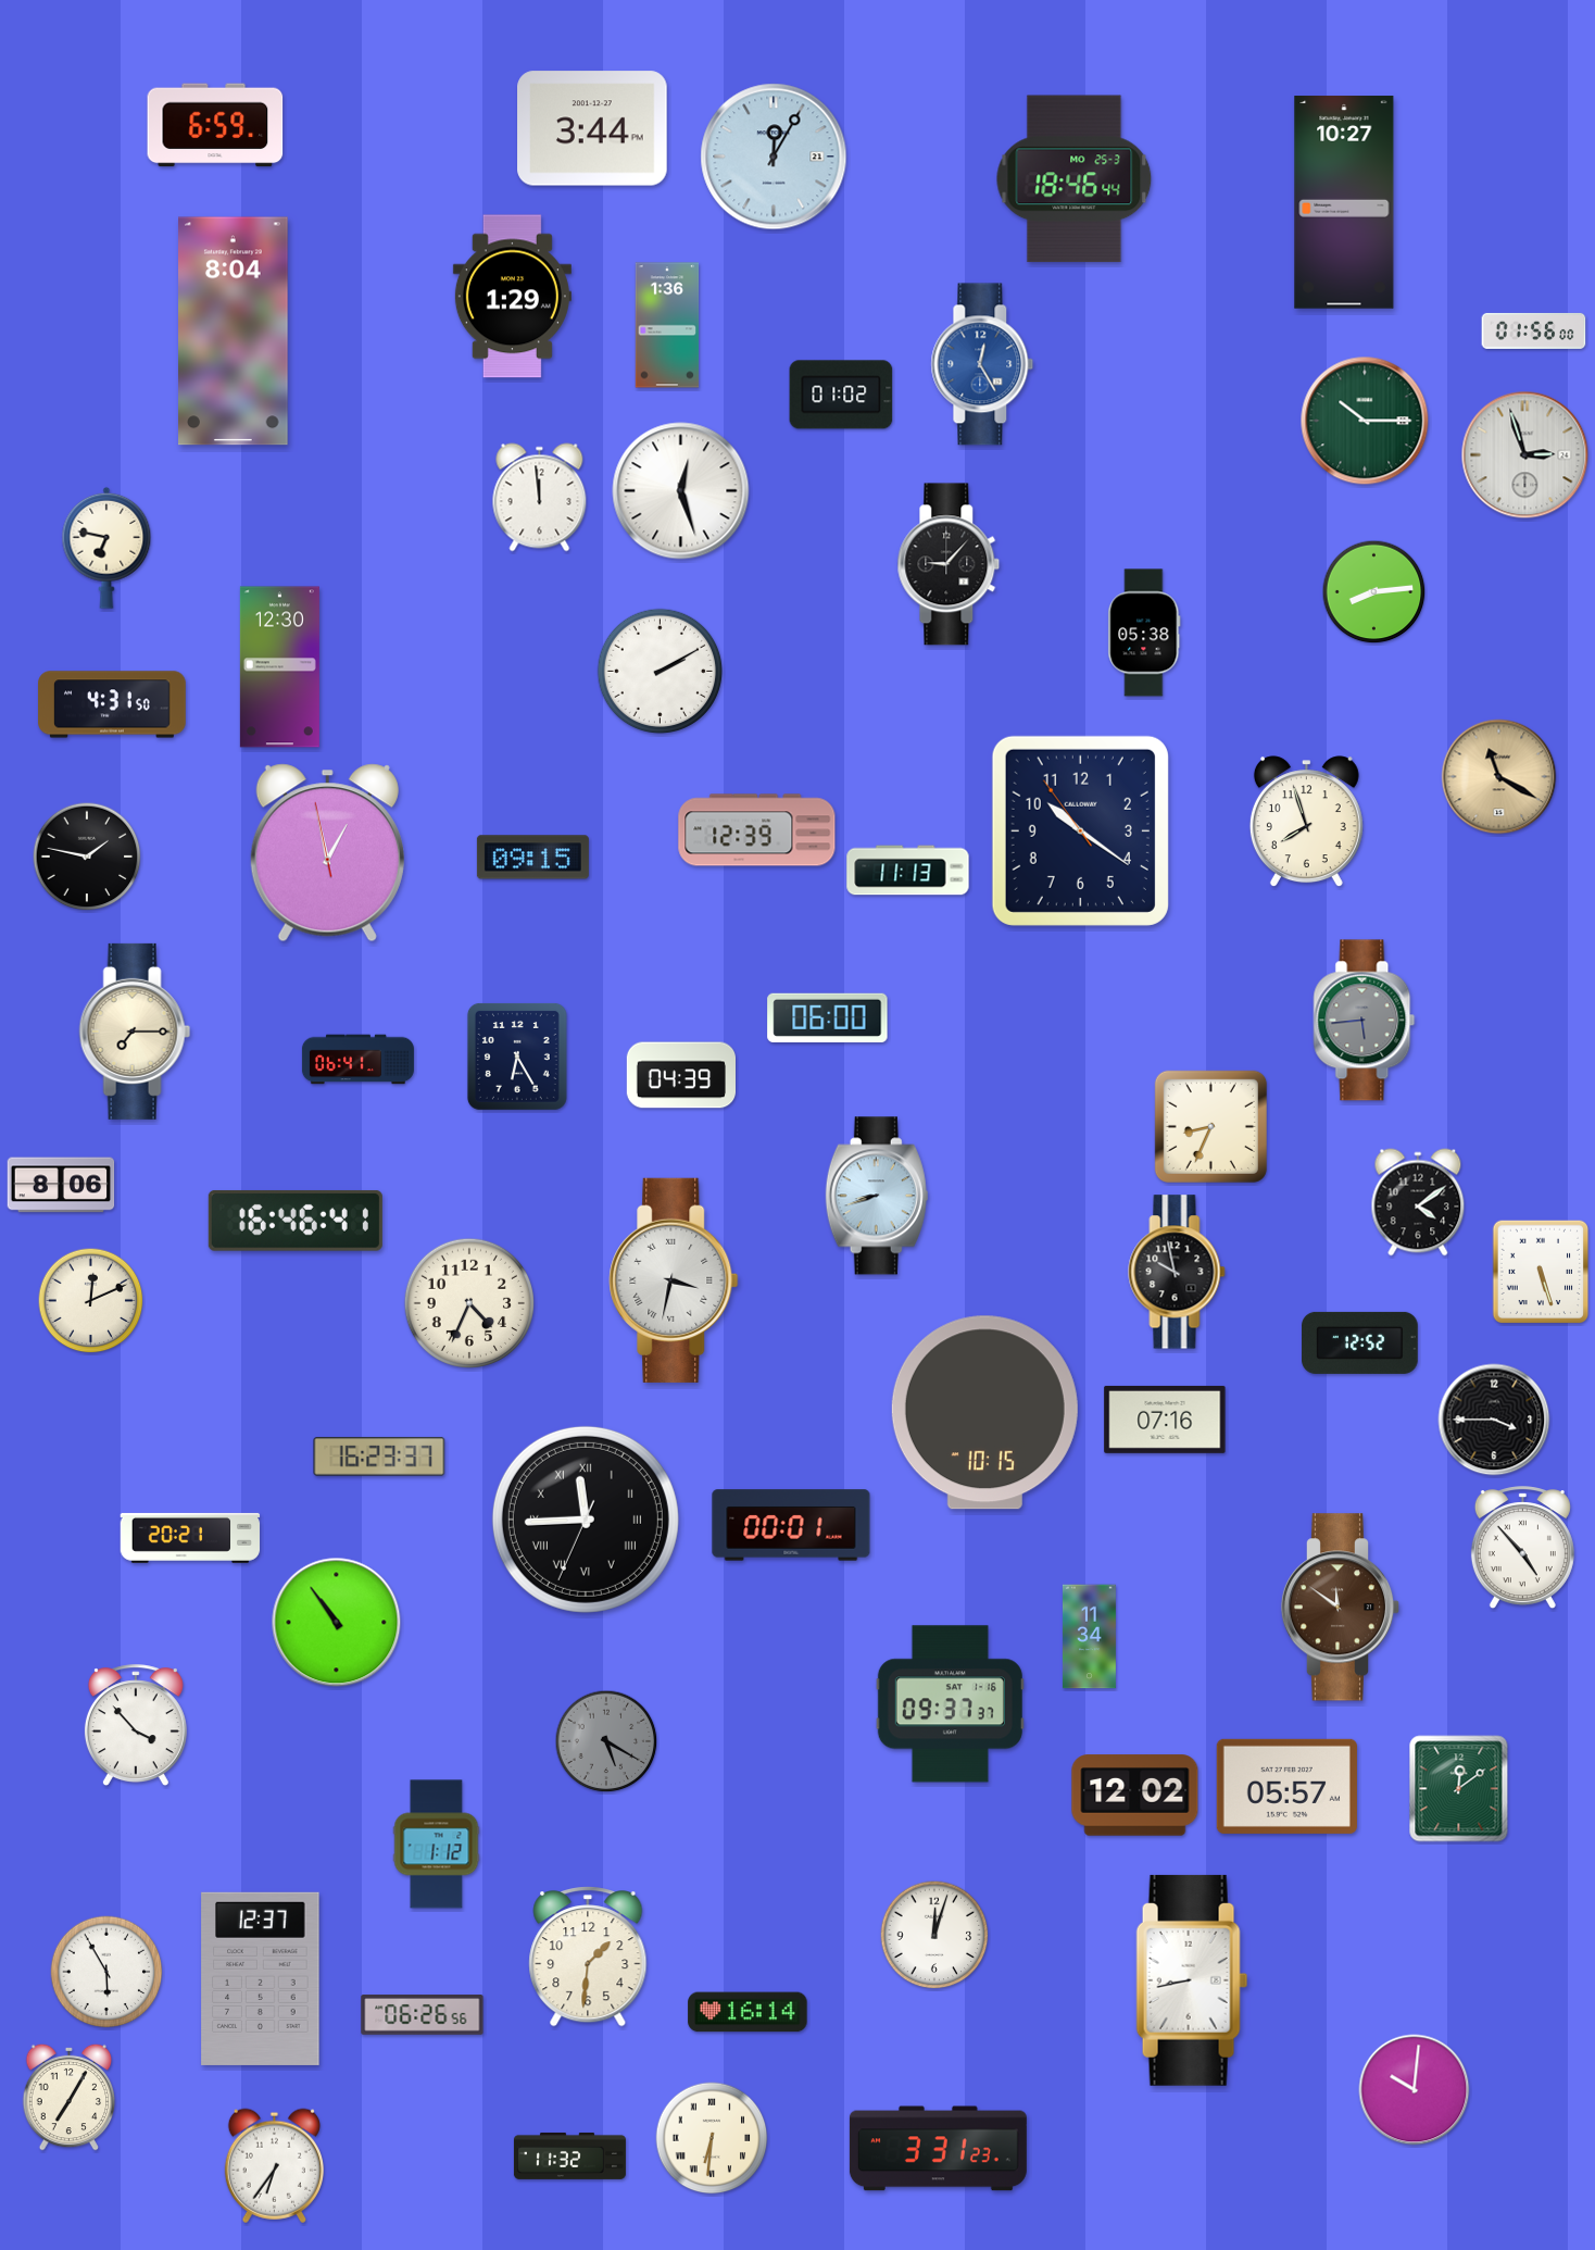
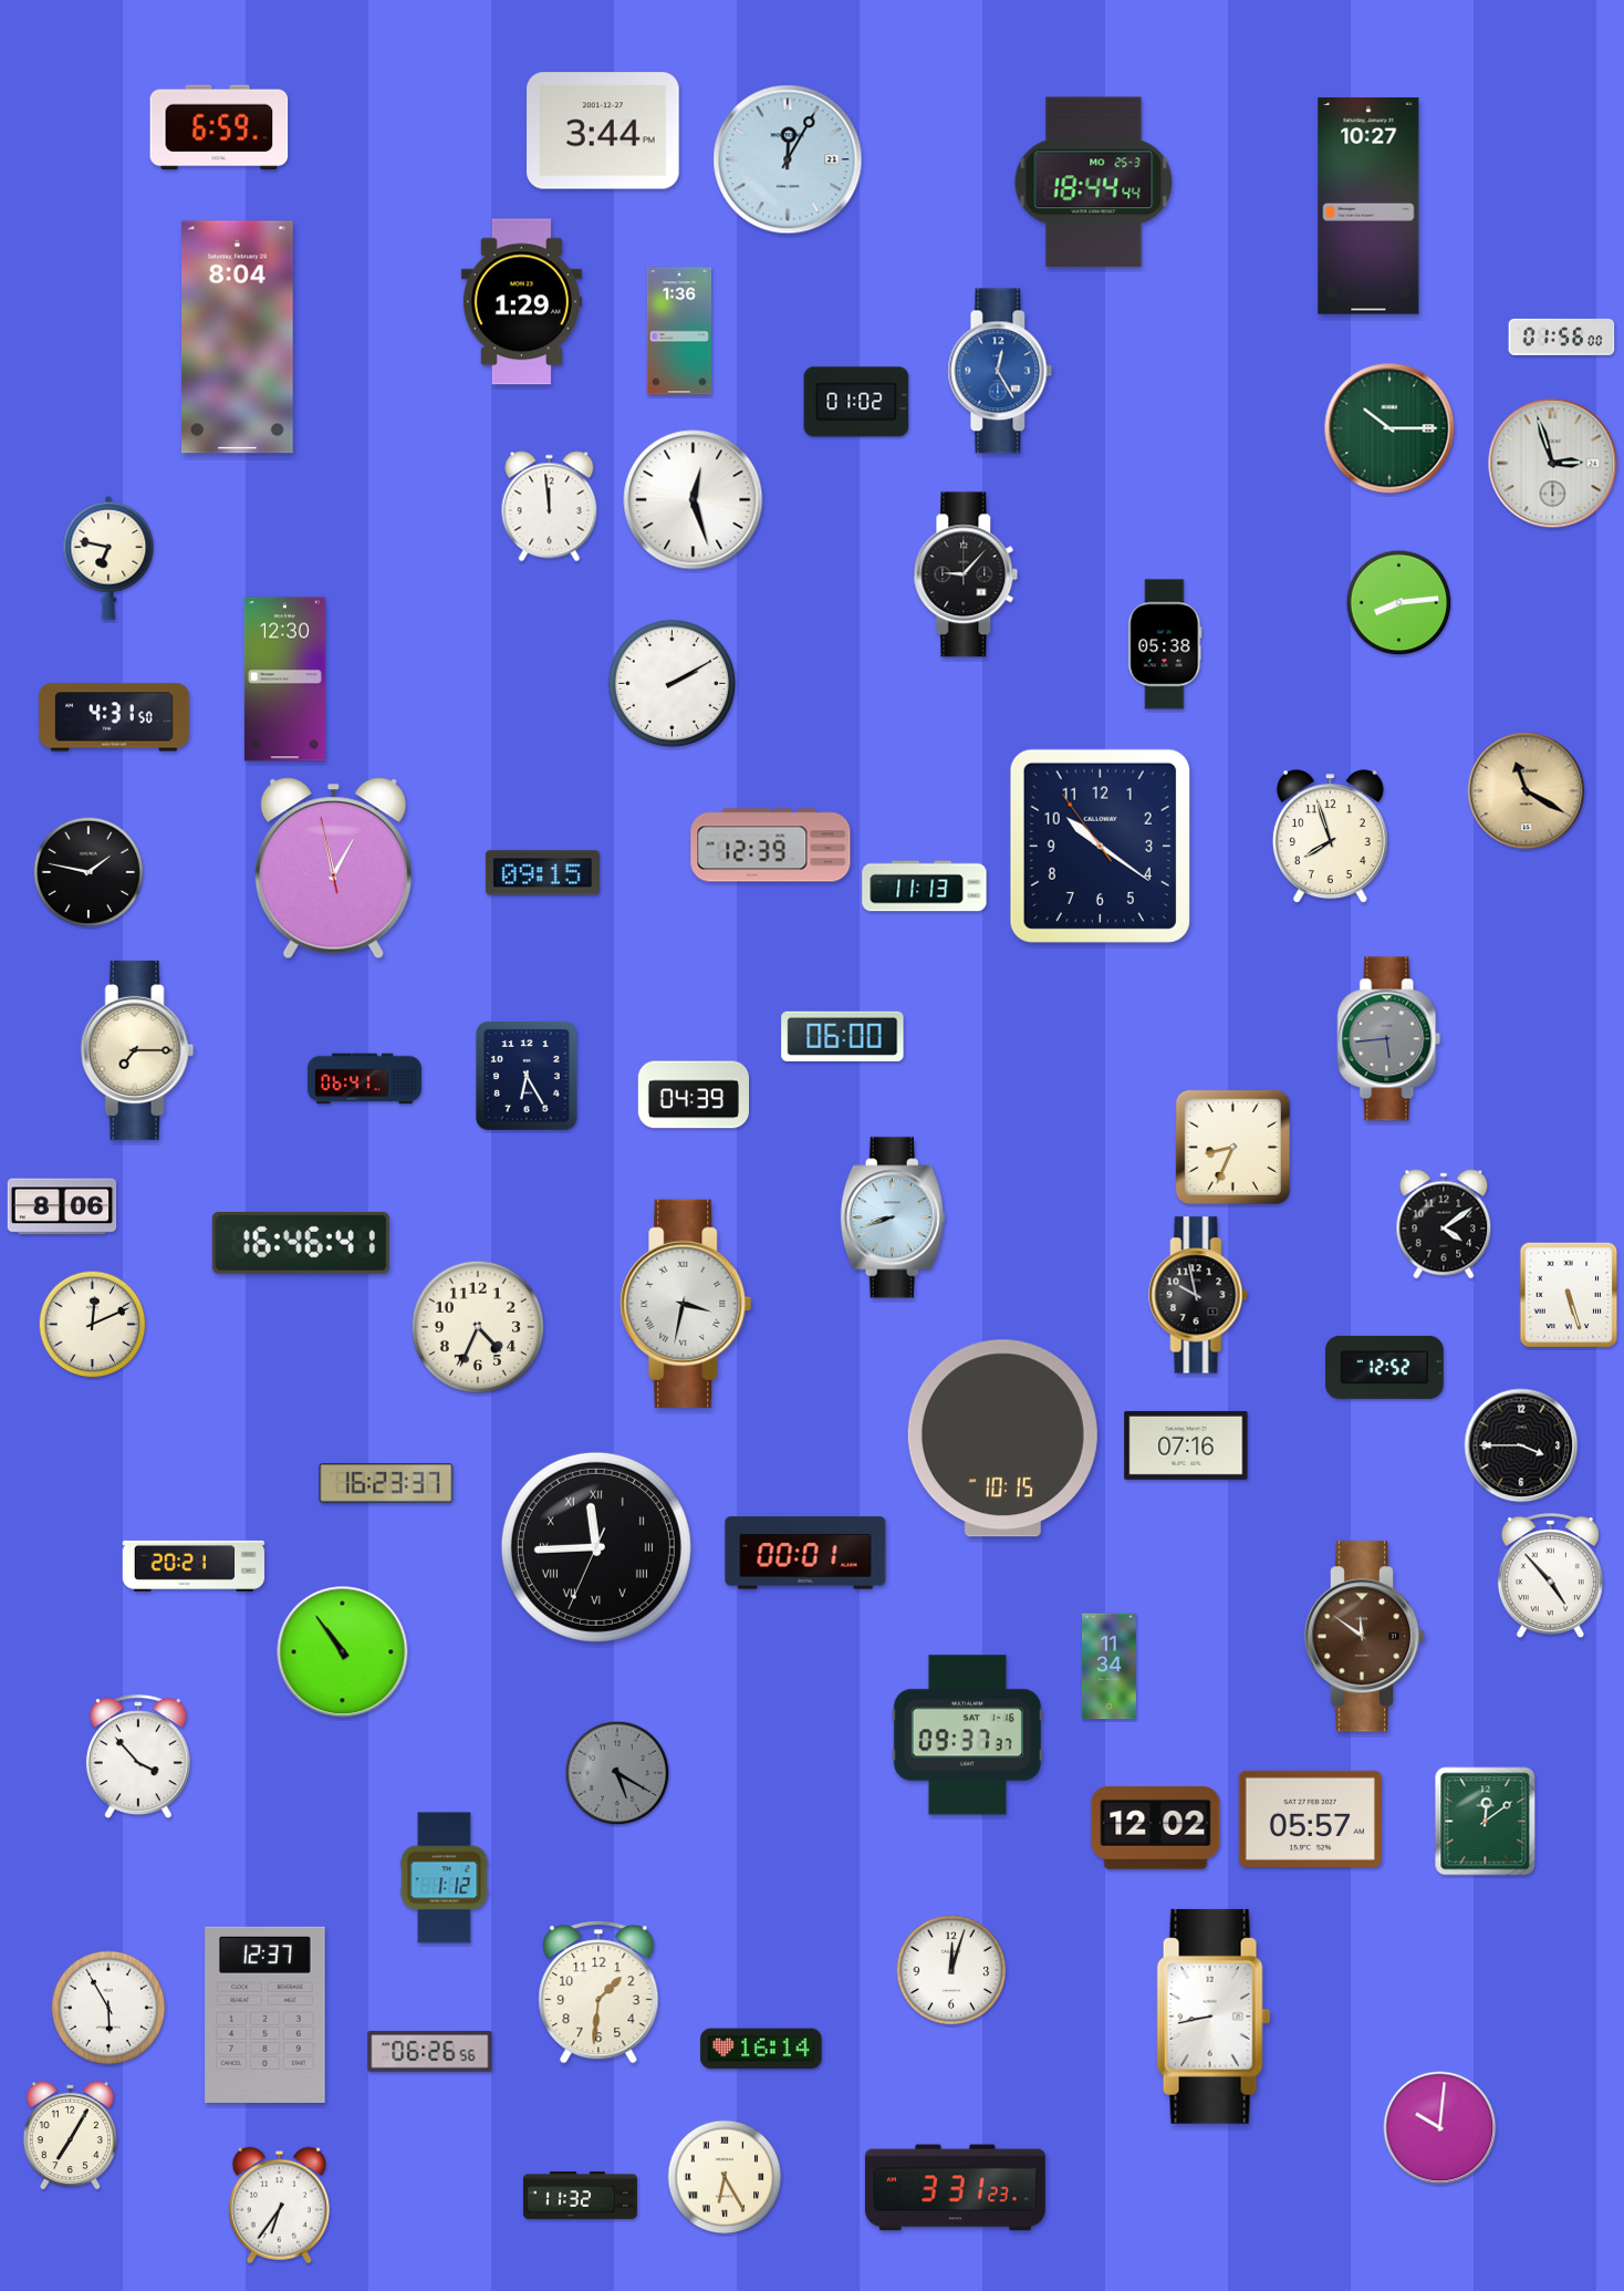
clock at (1075, 179): 18:46 -> 18:44
clock at (712, 2138): 6:31 -> 6:25
